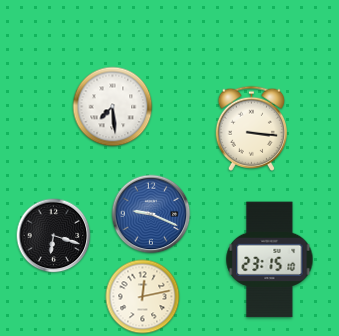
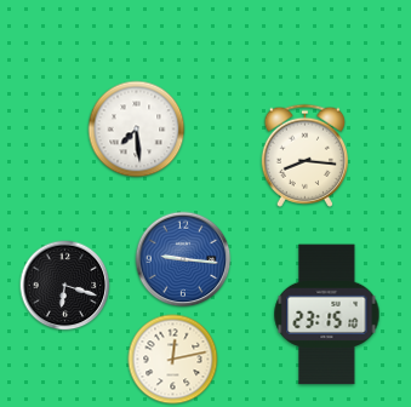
clock at (251, 128): 3:16 -> 8:16
clock at (151, 214): 9:19 -> 9:16
